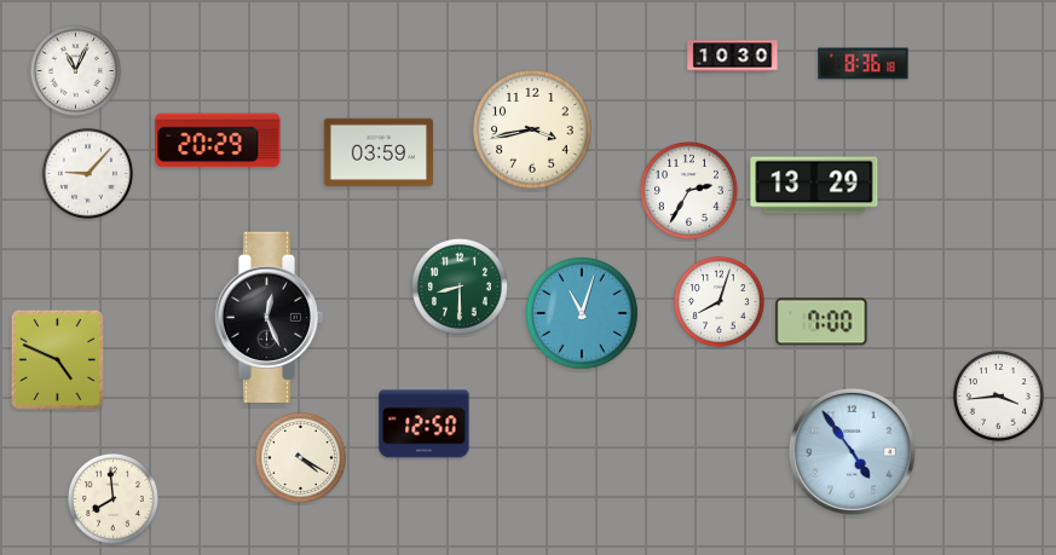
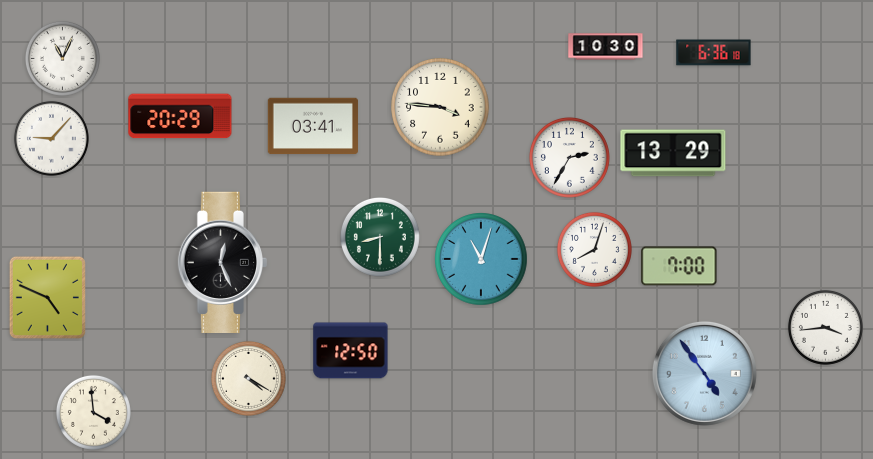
clock at (864, 64): 8:36 -> 6:36
clock at (532, 129): 3:43 -> 3:46
clock at (379, 152): 03:59 -> 03:41
clock at (87, 173) position: (87, 173) -> (51, 138)
clock at (112, 498): 7:59 -> 3:59
